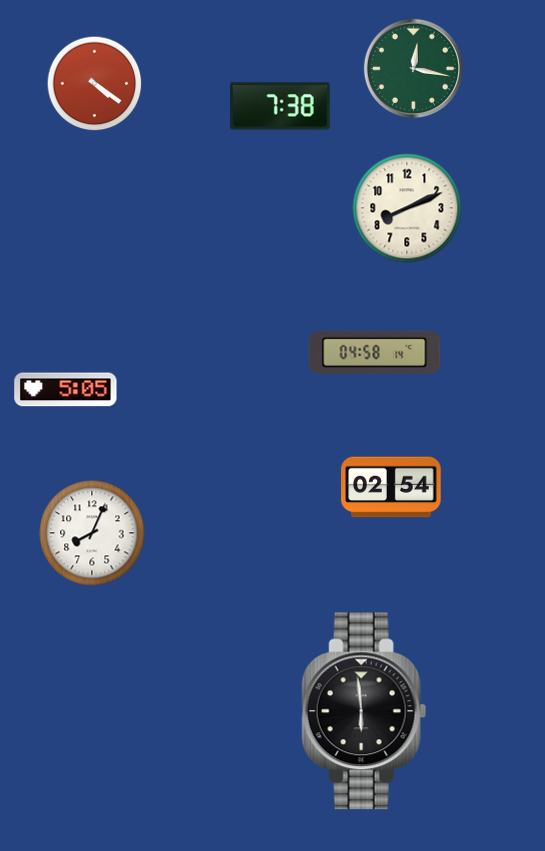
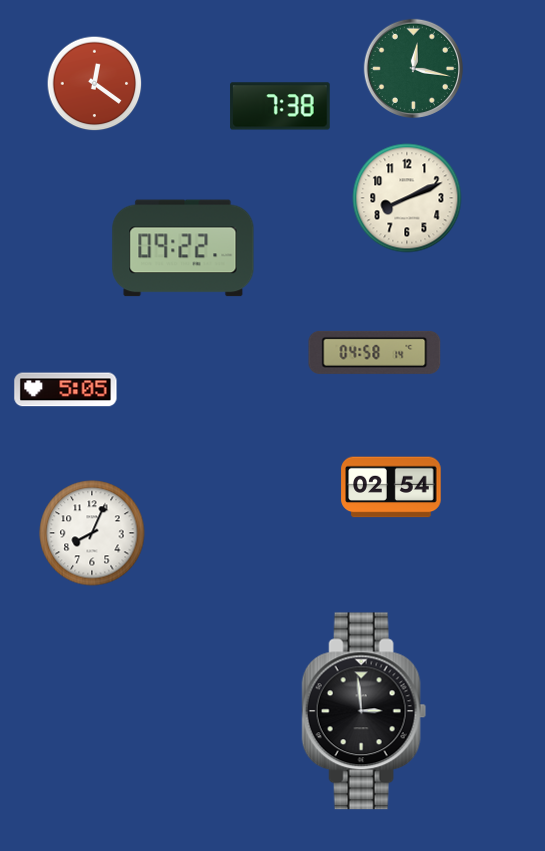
clock at (95, 84): 4:21 -> 12:21
clock at (407, 208) position: (407, 208) -> (407, 198)
clock at (183, 248): none -> 09:22
clock at (364, 711): 5:59 -> 2:59
